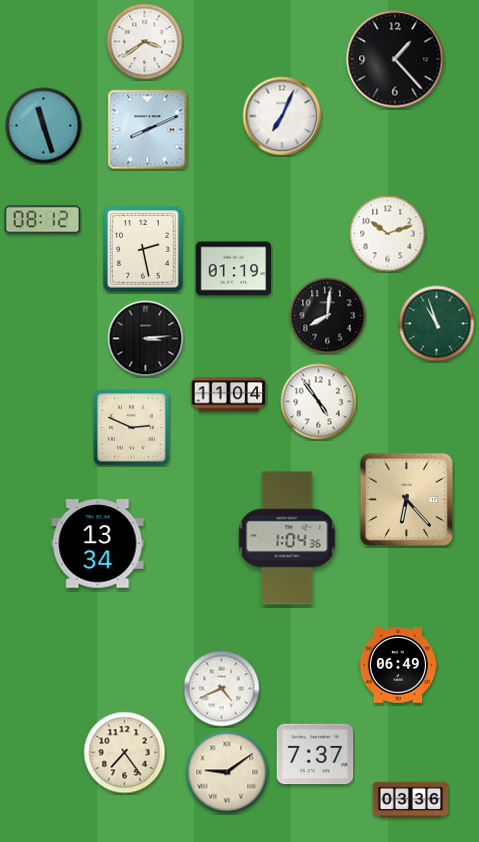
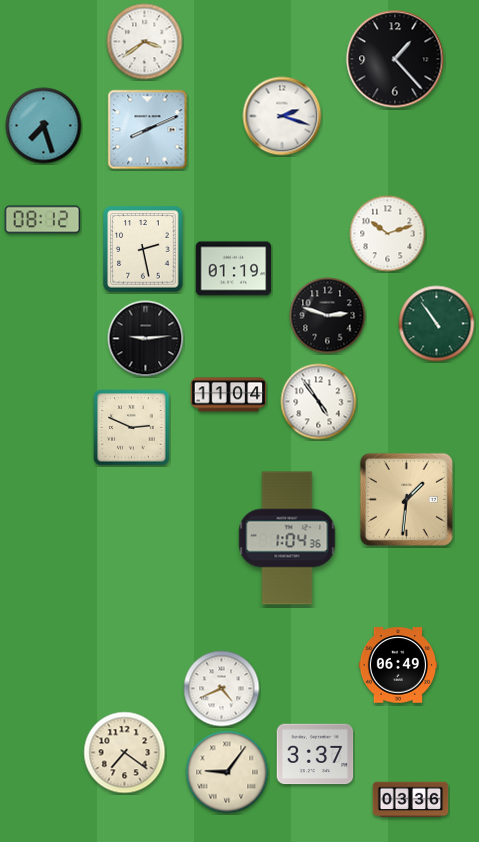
clock at (282, 116): 7:04 -> 2:18
clock at (44, 126): 11:27 -> 7:27
clock at (328, 316): 8:01 -> 2:48
clock at (437, 324): 10:57 -> 10:54
clock at (146, 339): 3:14 -> 9:14
clock at (406, 499): 6:23 -> 1:31
clock at (98, 544): 13:34 -> none
clock at (125, 753): 7:24 -> 7:21
clock at (315, 754): 7:37 -> 3:37
clock at (227, 772): 9:09 -> 9:06
